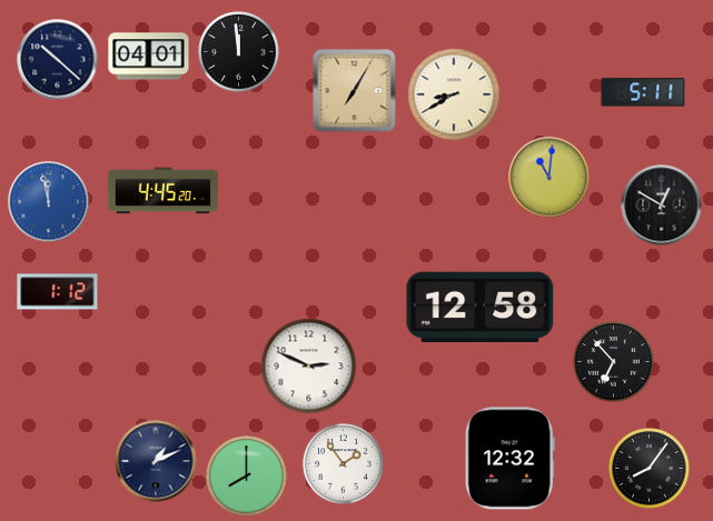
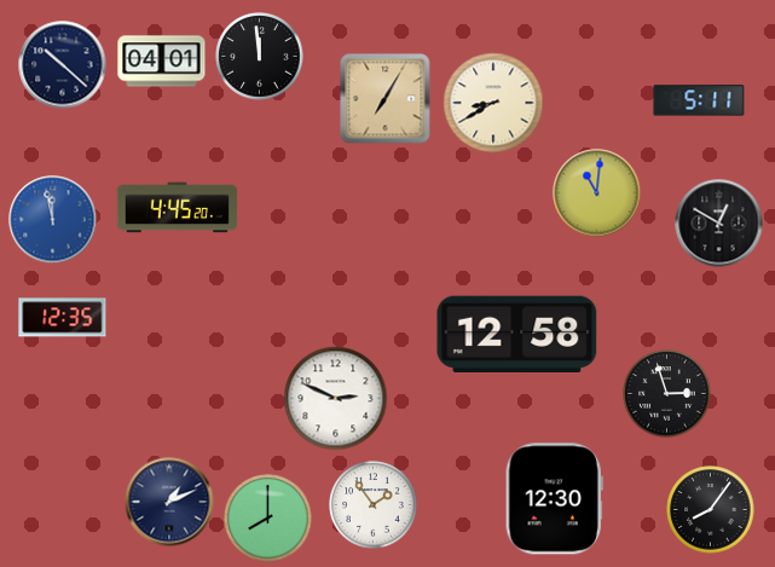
clock at (58, 292): 1:12 -> 12:35
clock at (481, 307) position: (481, 307) -> (517, 334)
clock at (614, 362): 6:53 -> 2:57
clock at (509, 459): 12:32 -> 12:30
clock at (650, 469) position: (650, 469) -> (711, 510)
